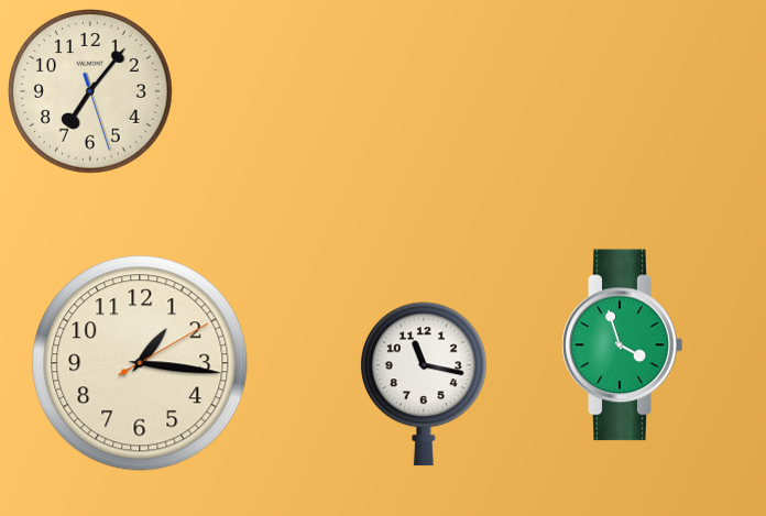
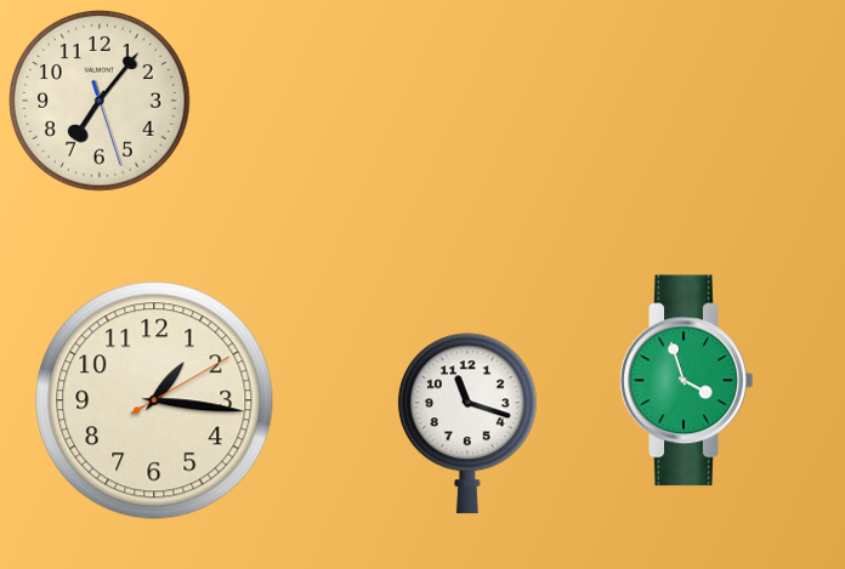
clock at (424, 384): 11:17 -> 11:18
